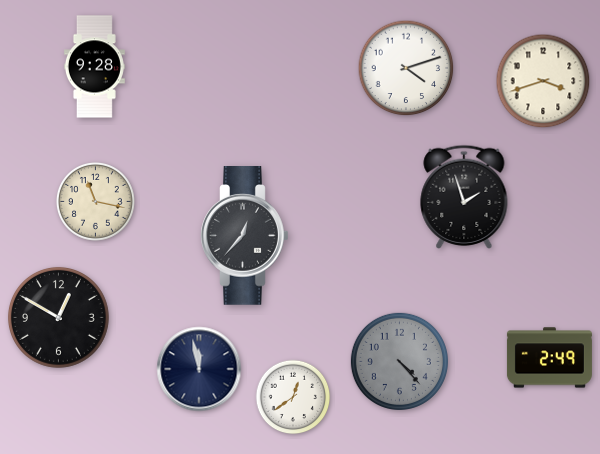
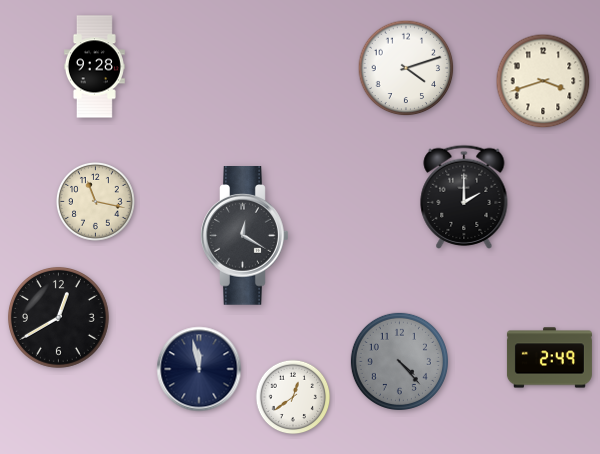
clock at (464, 197): 1:57 -> 2:00
clock at (245, 236): 12:37 -> 12:20
clock at (58, 317): 12:50 -> 12:40
